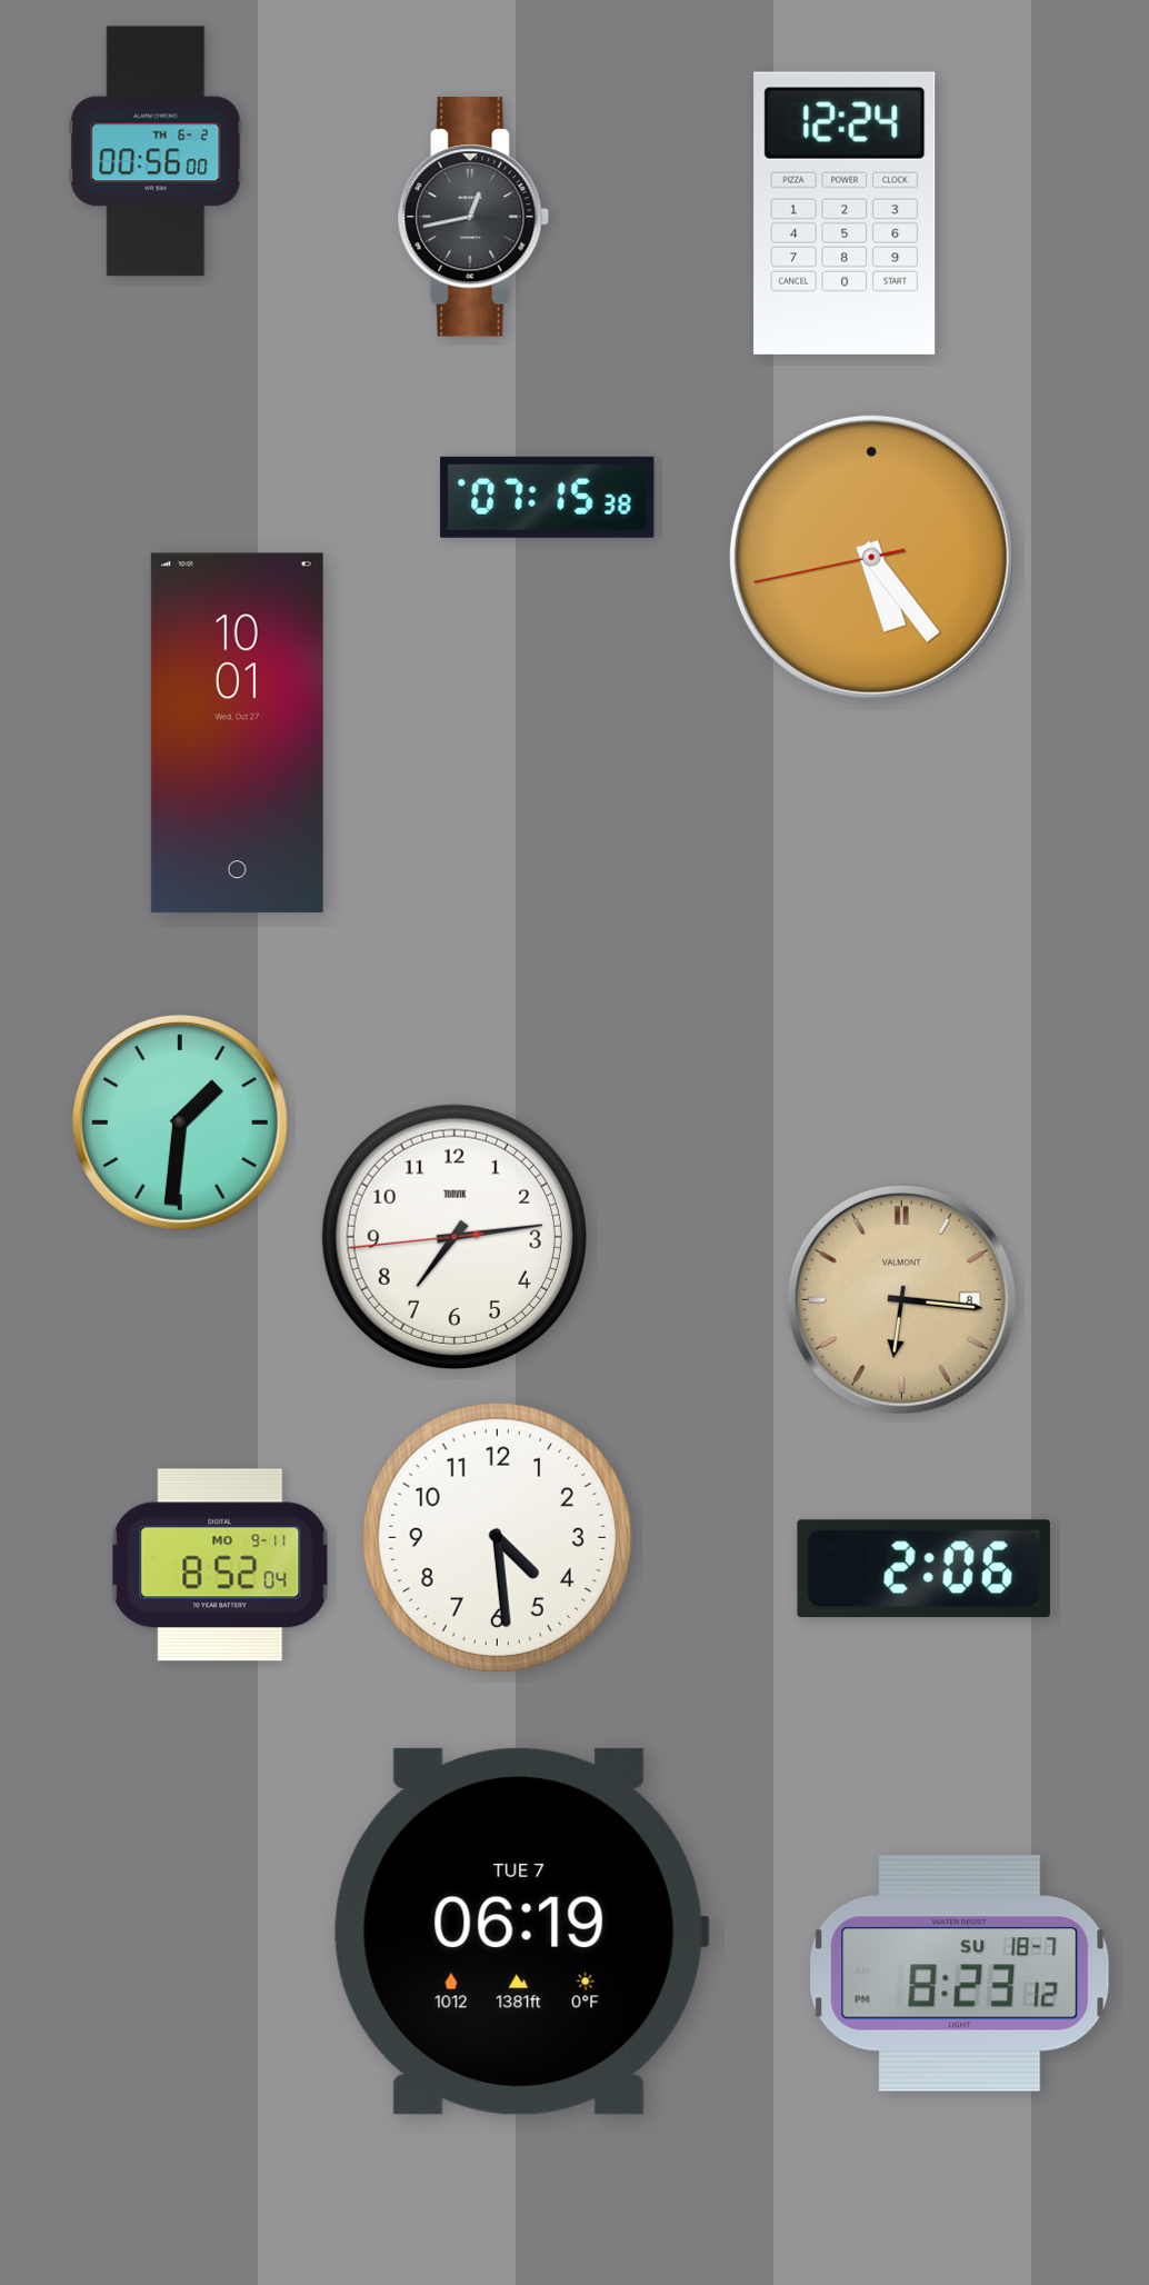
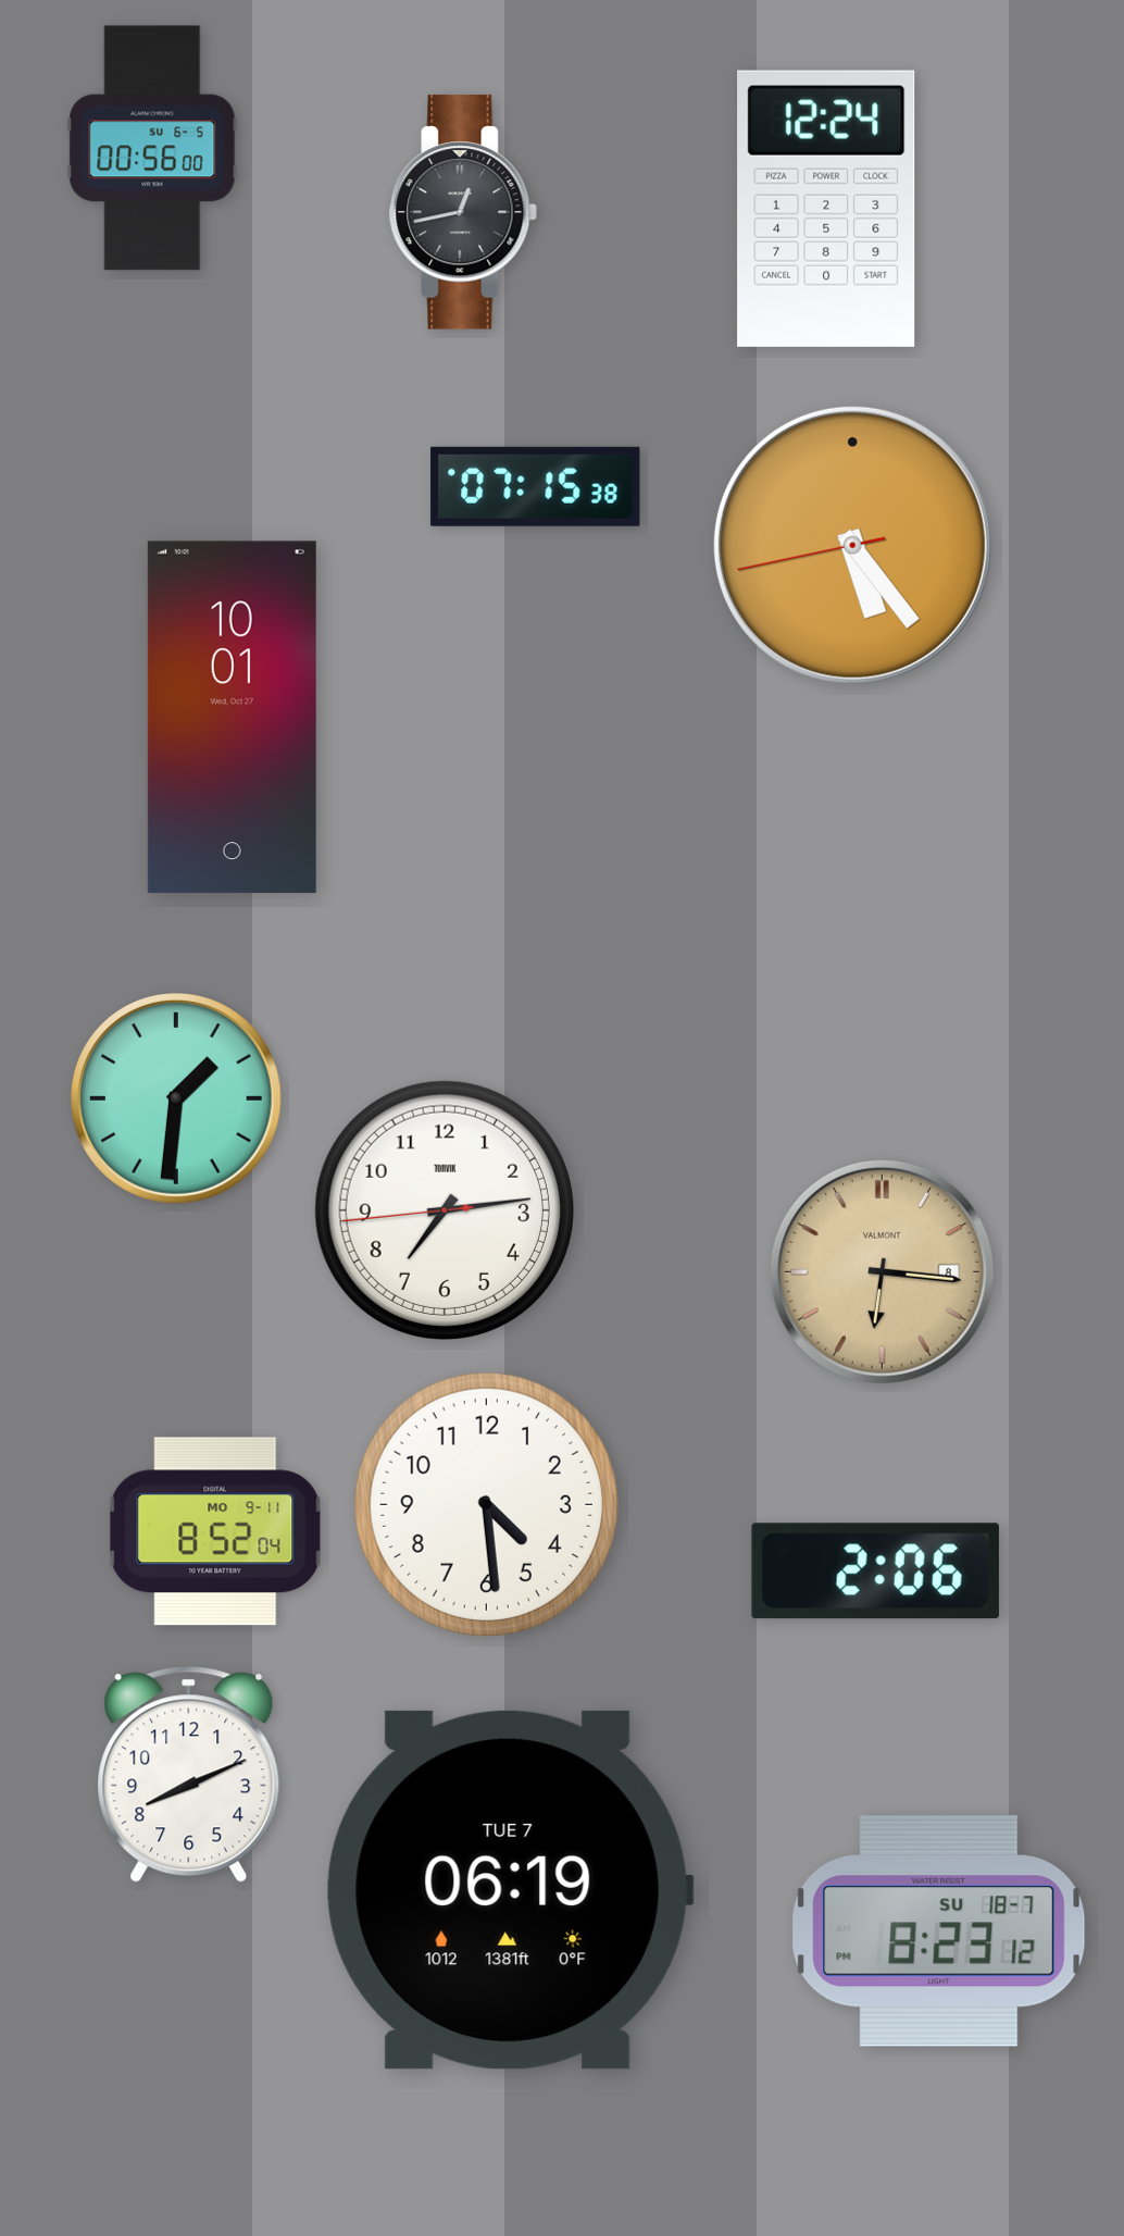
clock at (156, 151) date: TH 6-2 -> SU 6-5
clock at (923, 1569) position: (923, 1569) -> (875, 1572)
clock at (189, 1774): none -> 8:11
